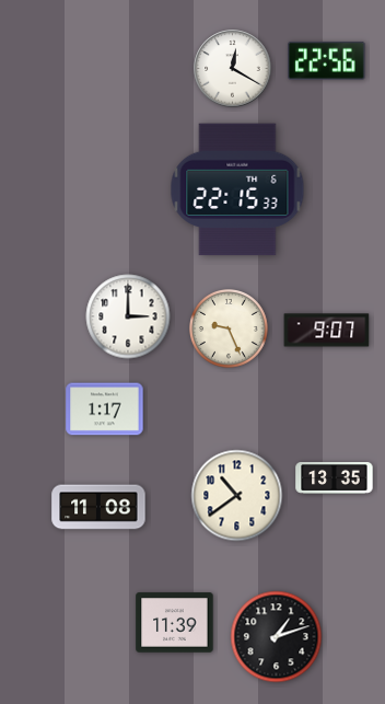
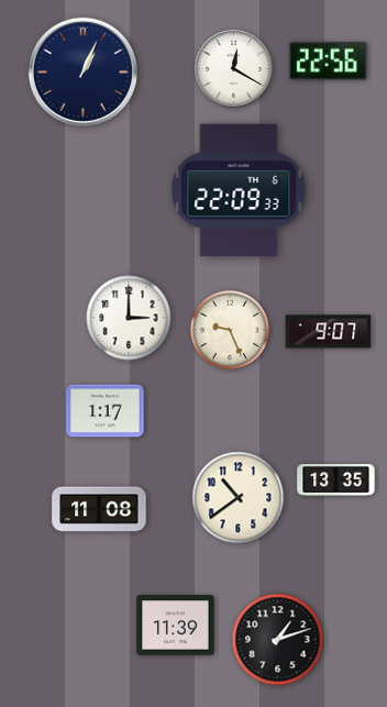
clock at (82, 71): none -> 1:04
clock at (237, 189): 22:15 -> 22:09
